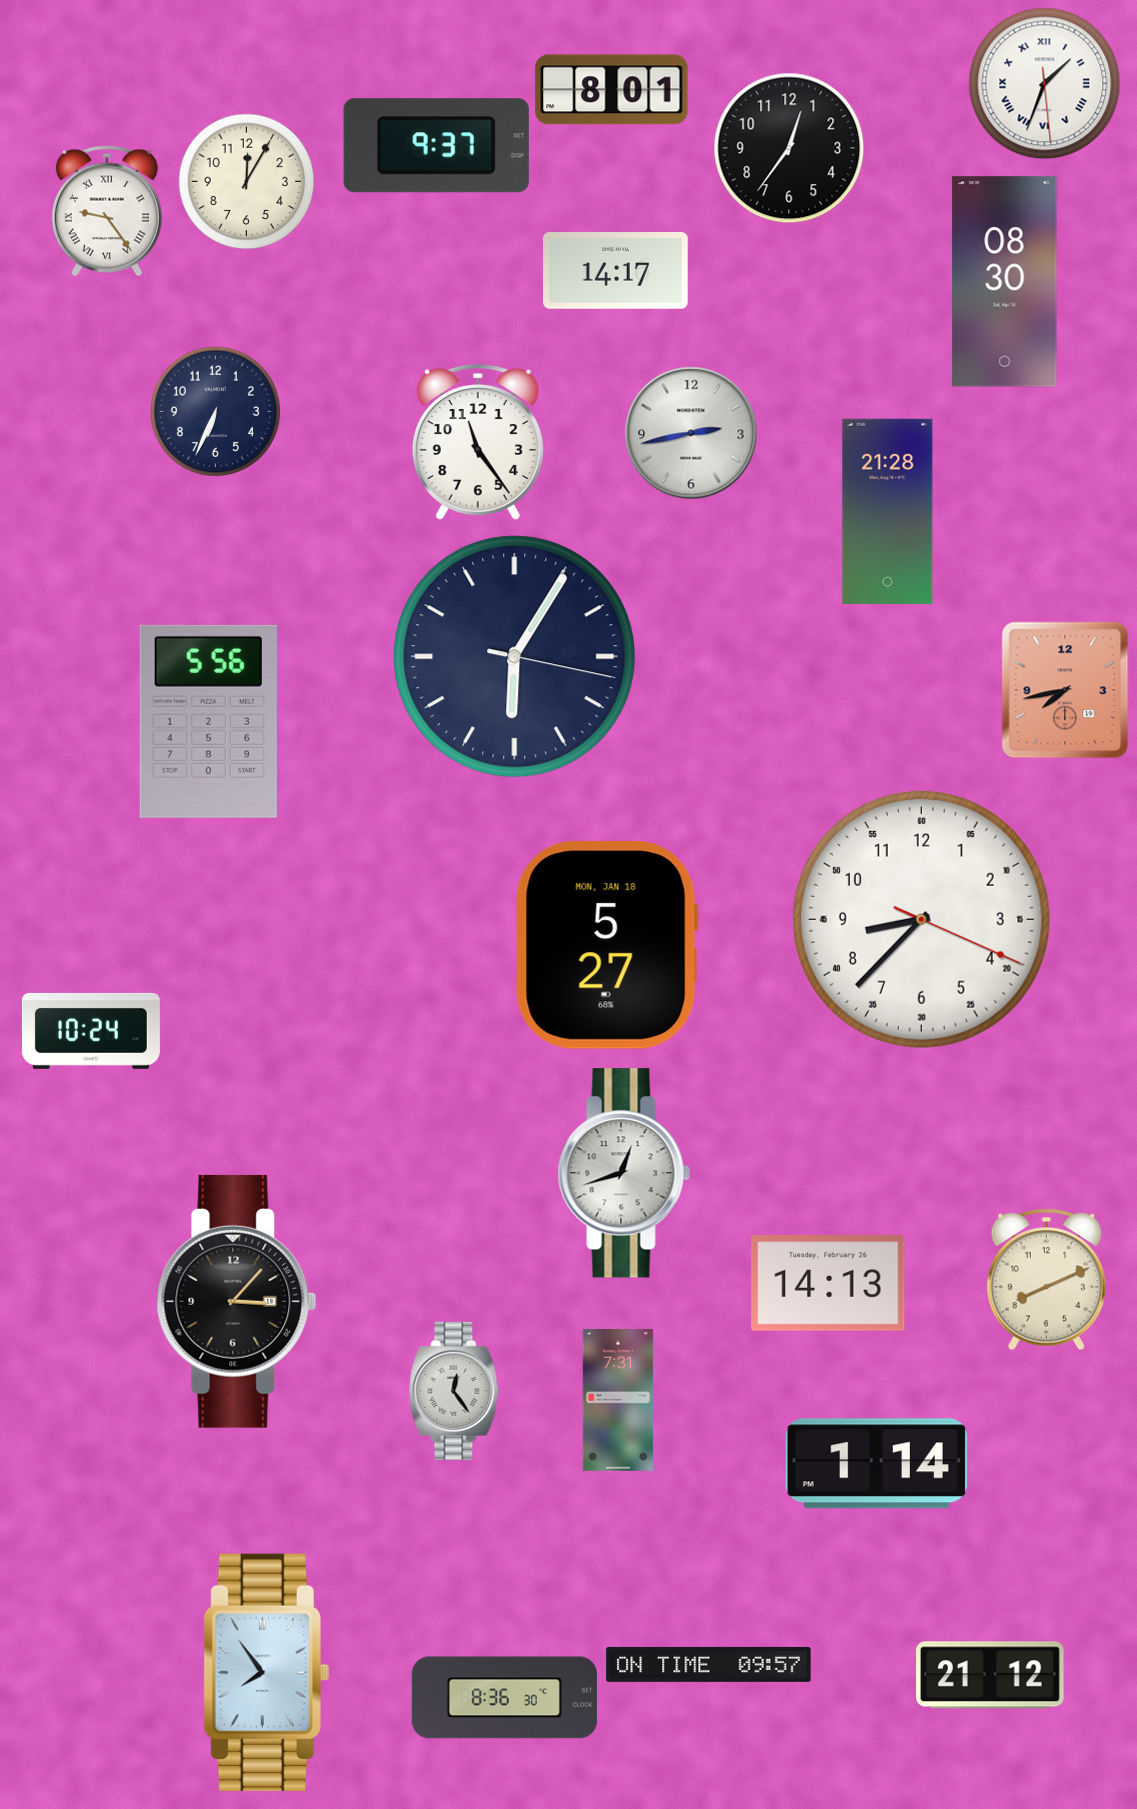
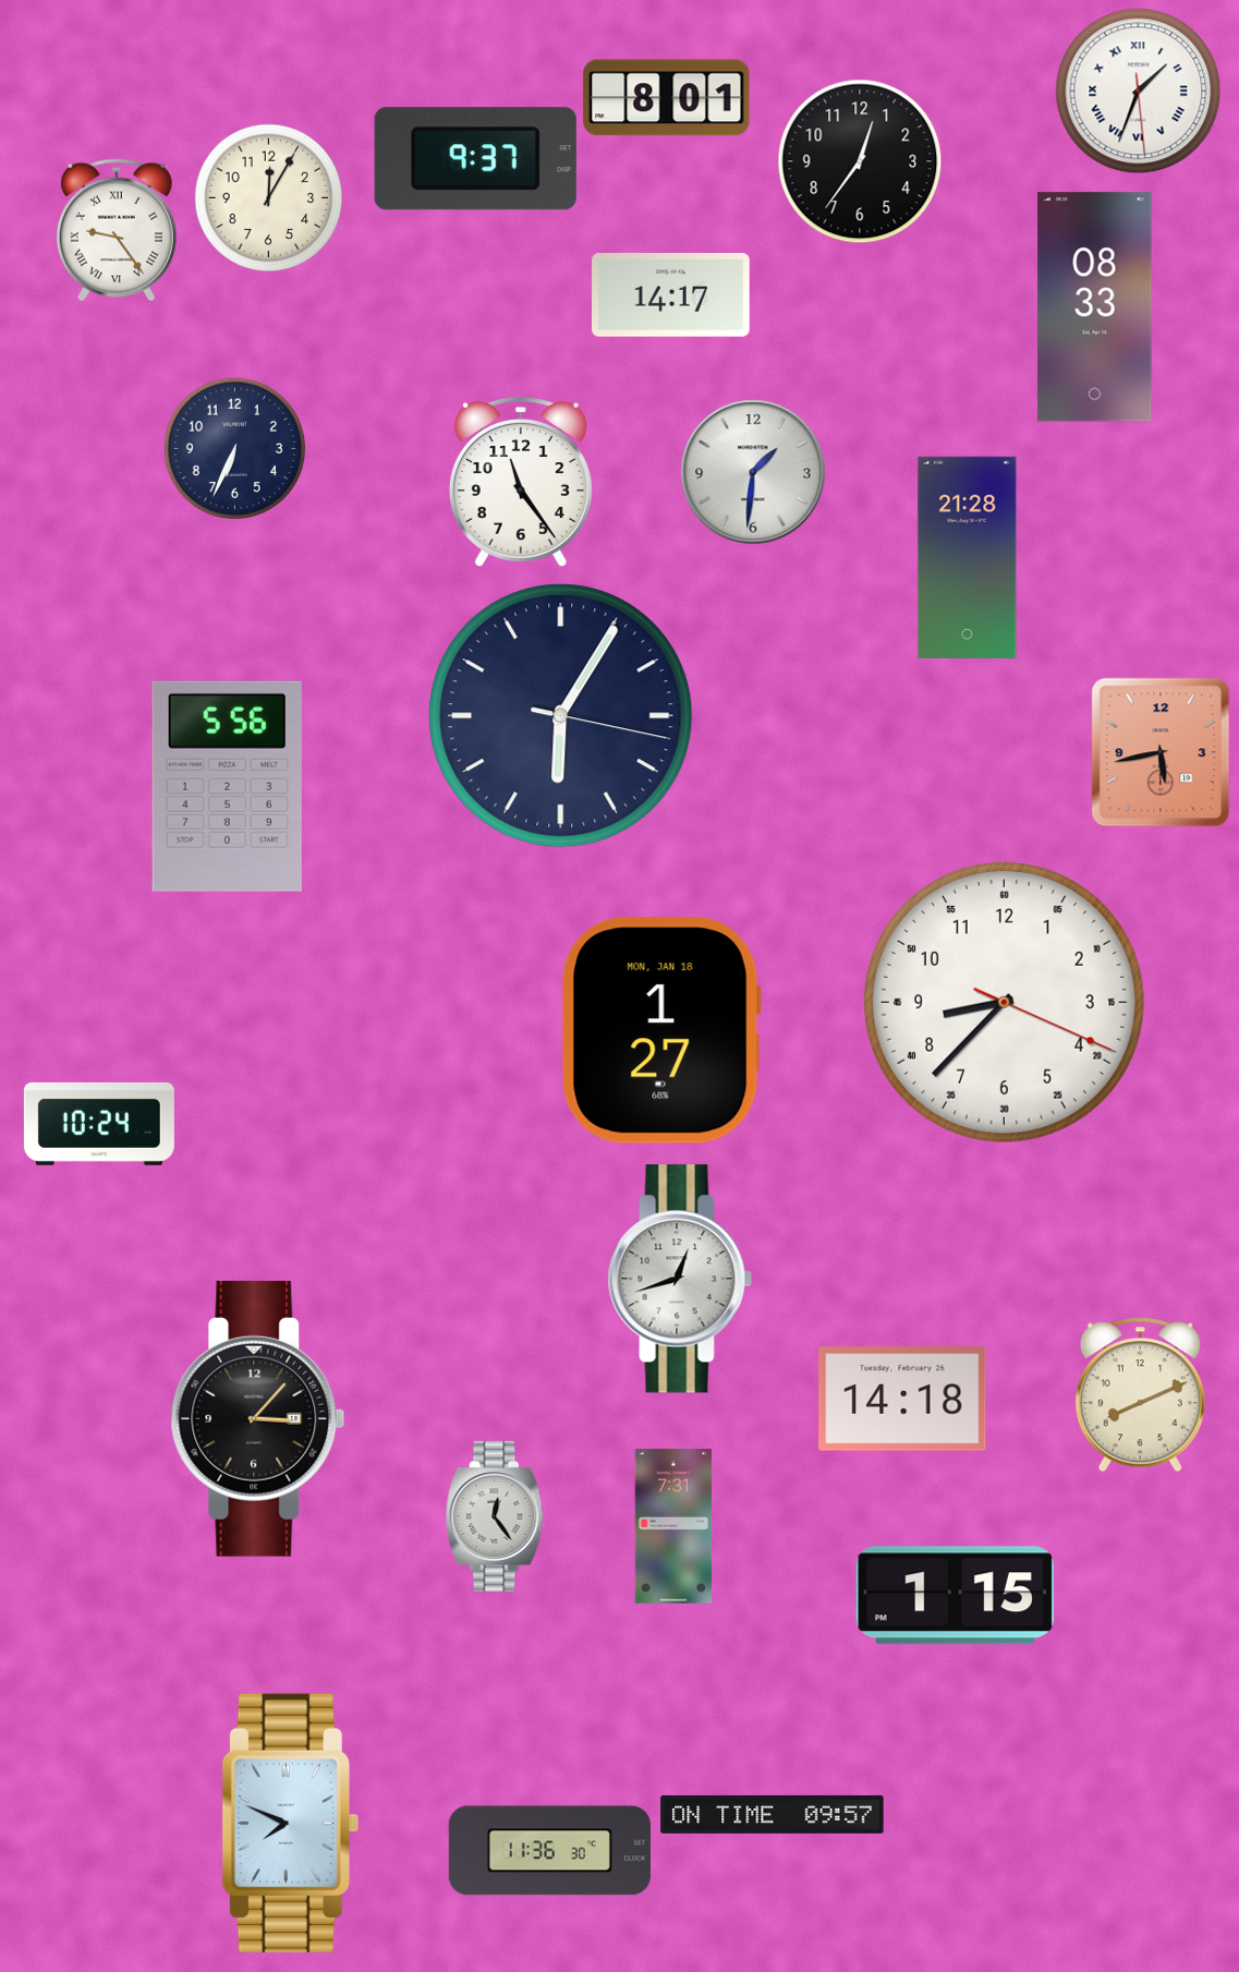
clock at (1005, 282): 08:30 -> 08:33
clock at (691, 433): 2:43 -> 1:31
clock at (1065, 690): 7:43 -> 5:43
clock at (607, 945): 5:27 -> 1:27
clock at (828, 1283): 14:13 -> 14:18
clock at (876, 1464): 1:14 -> 1:15
clock at (266, 1672): 7:54 -> 7:49
clock at (990, 1675): 21:12 -> none
clock at (504, 1698): 8:36 -> 11:36
